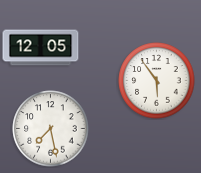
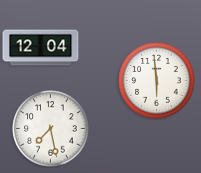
clock at (41, 48): 12:05 -> 12:04
clock at (157, 81): 5:54 -> 5:59
